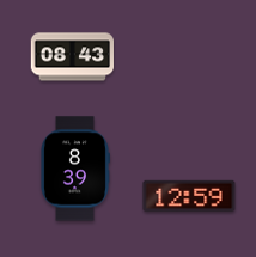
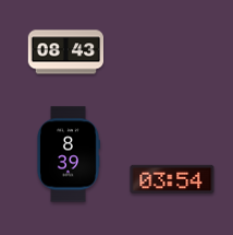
clock at (189, 196): 12:59 -> 03:54
